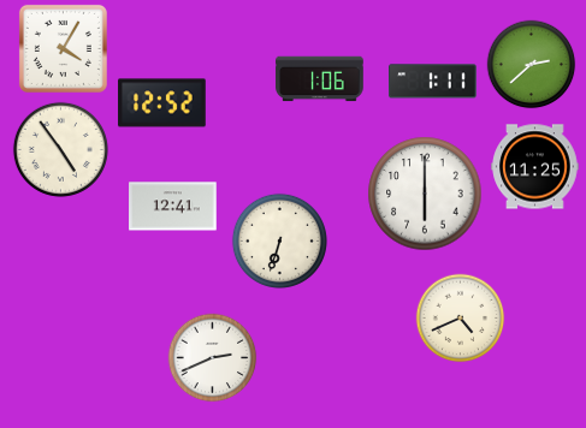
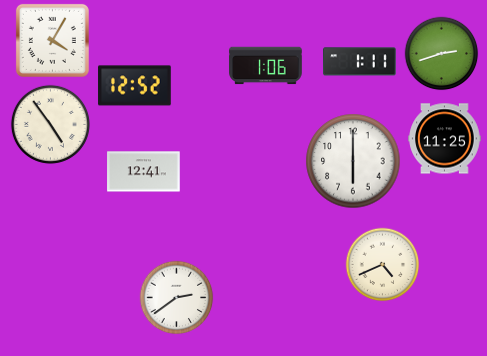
clock at (532, 65): 2:38 -> 2:42
clock at (433, 82) position: (433, 82) -> (360, 62)
clock at (279, 240): 6:33 -> none
clock at (213, 358): 2:41 -> 2:39
